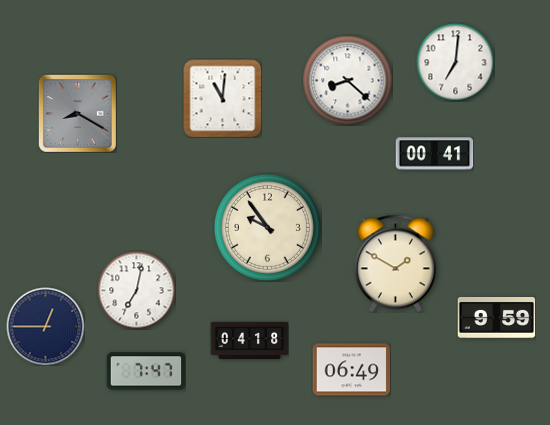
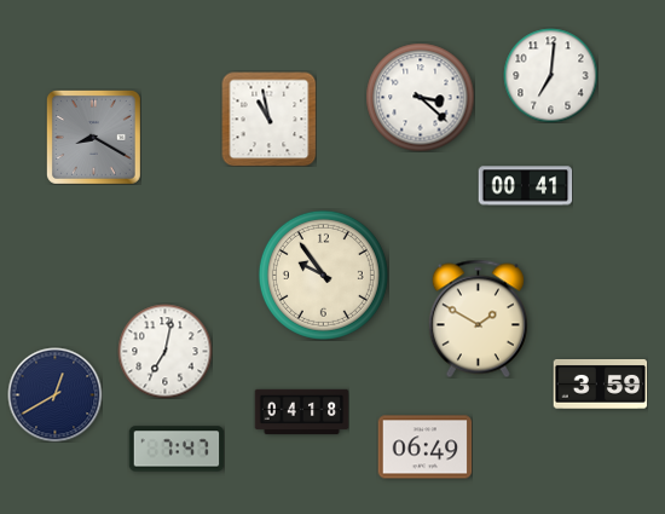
clock at (347, 80): 8:22 -> 3:22
clock at (222, 98): 11:01 -> 10:58
clock at (496, 318): 9:59 -> 3:59
clock at (45, 326): 12:45 -> 12:40
